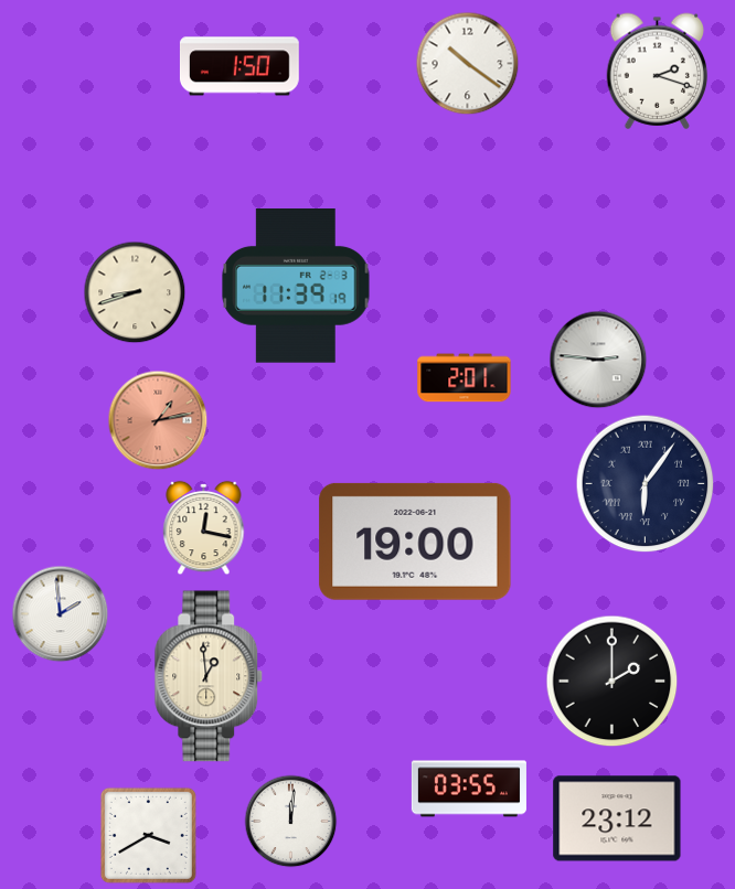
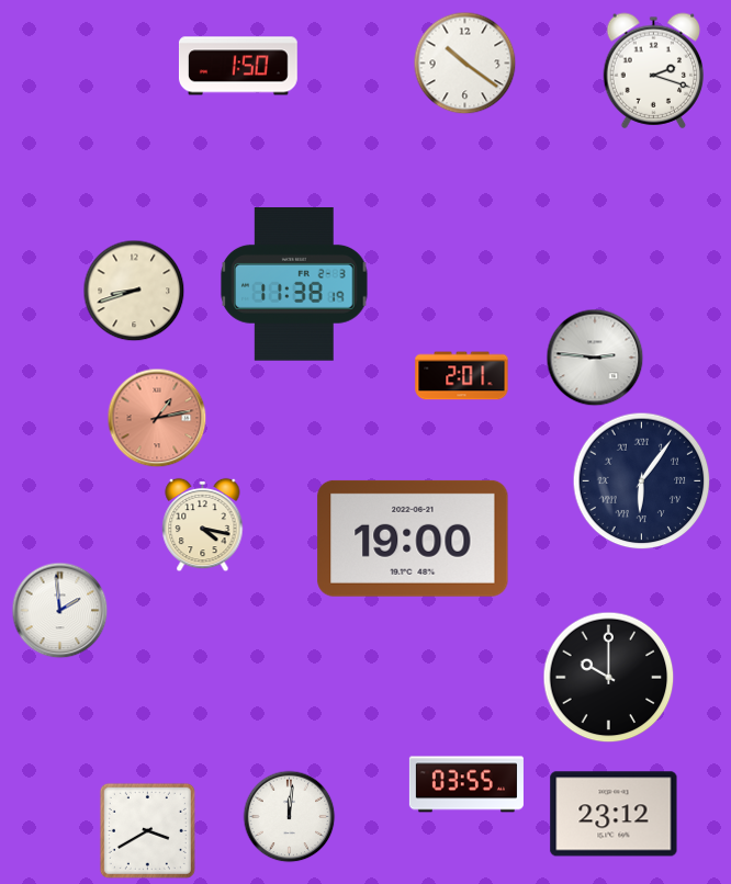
clock at (296, 287): 11:39 -> 11:38
clock at (204, 528): 12:17 -> 4:17
clock at (209, 676): 12:59 -> none
clock at (612, 682): 2:00 -> 10:00
